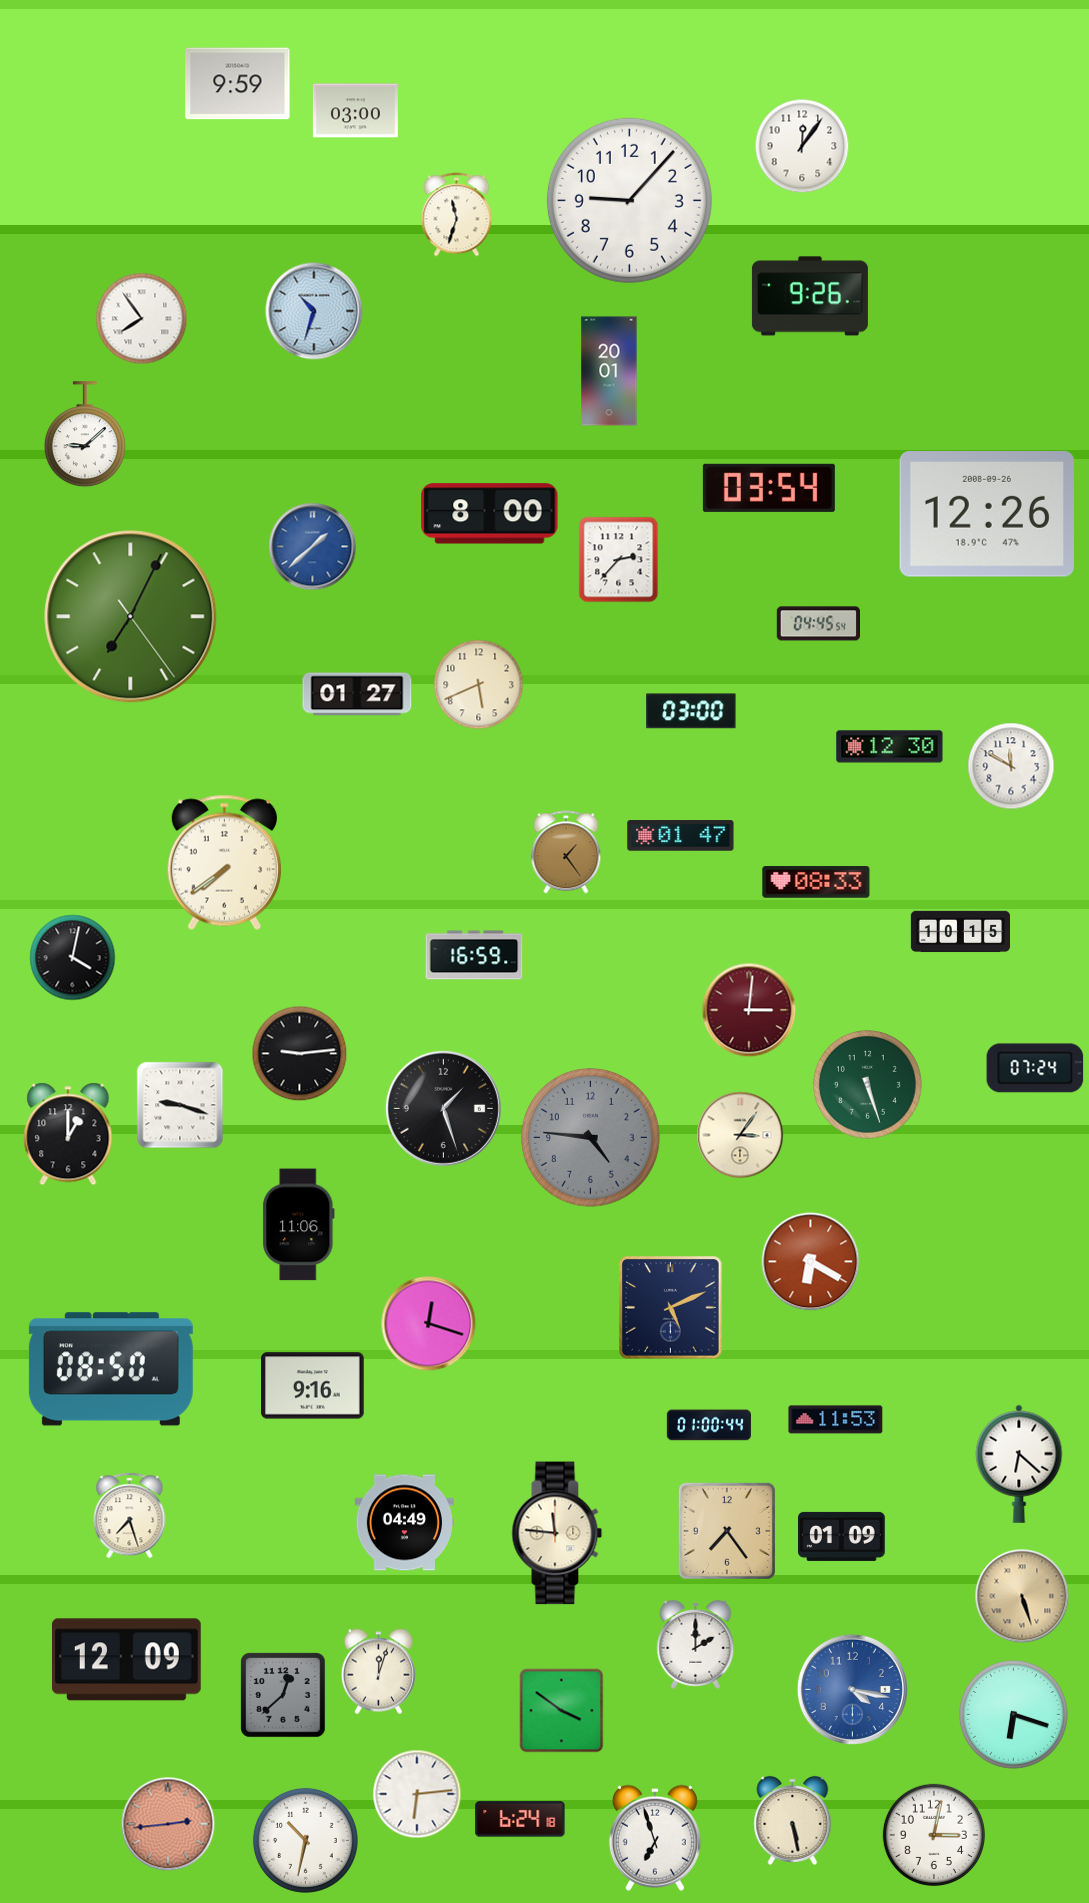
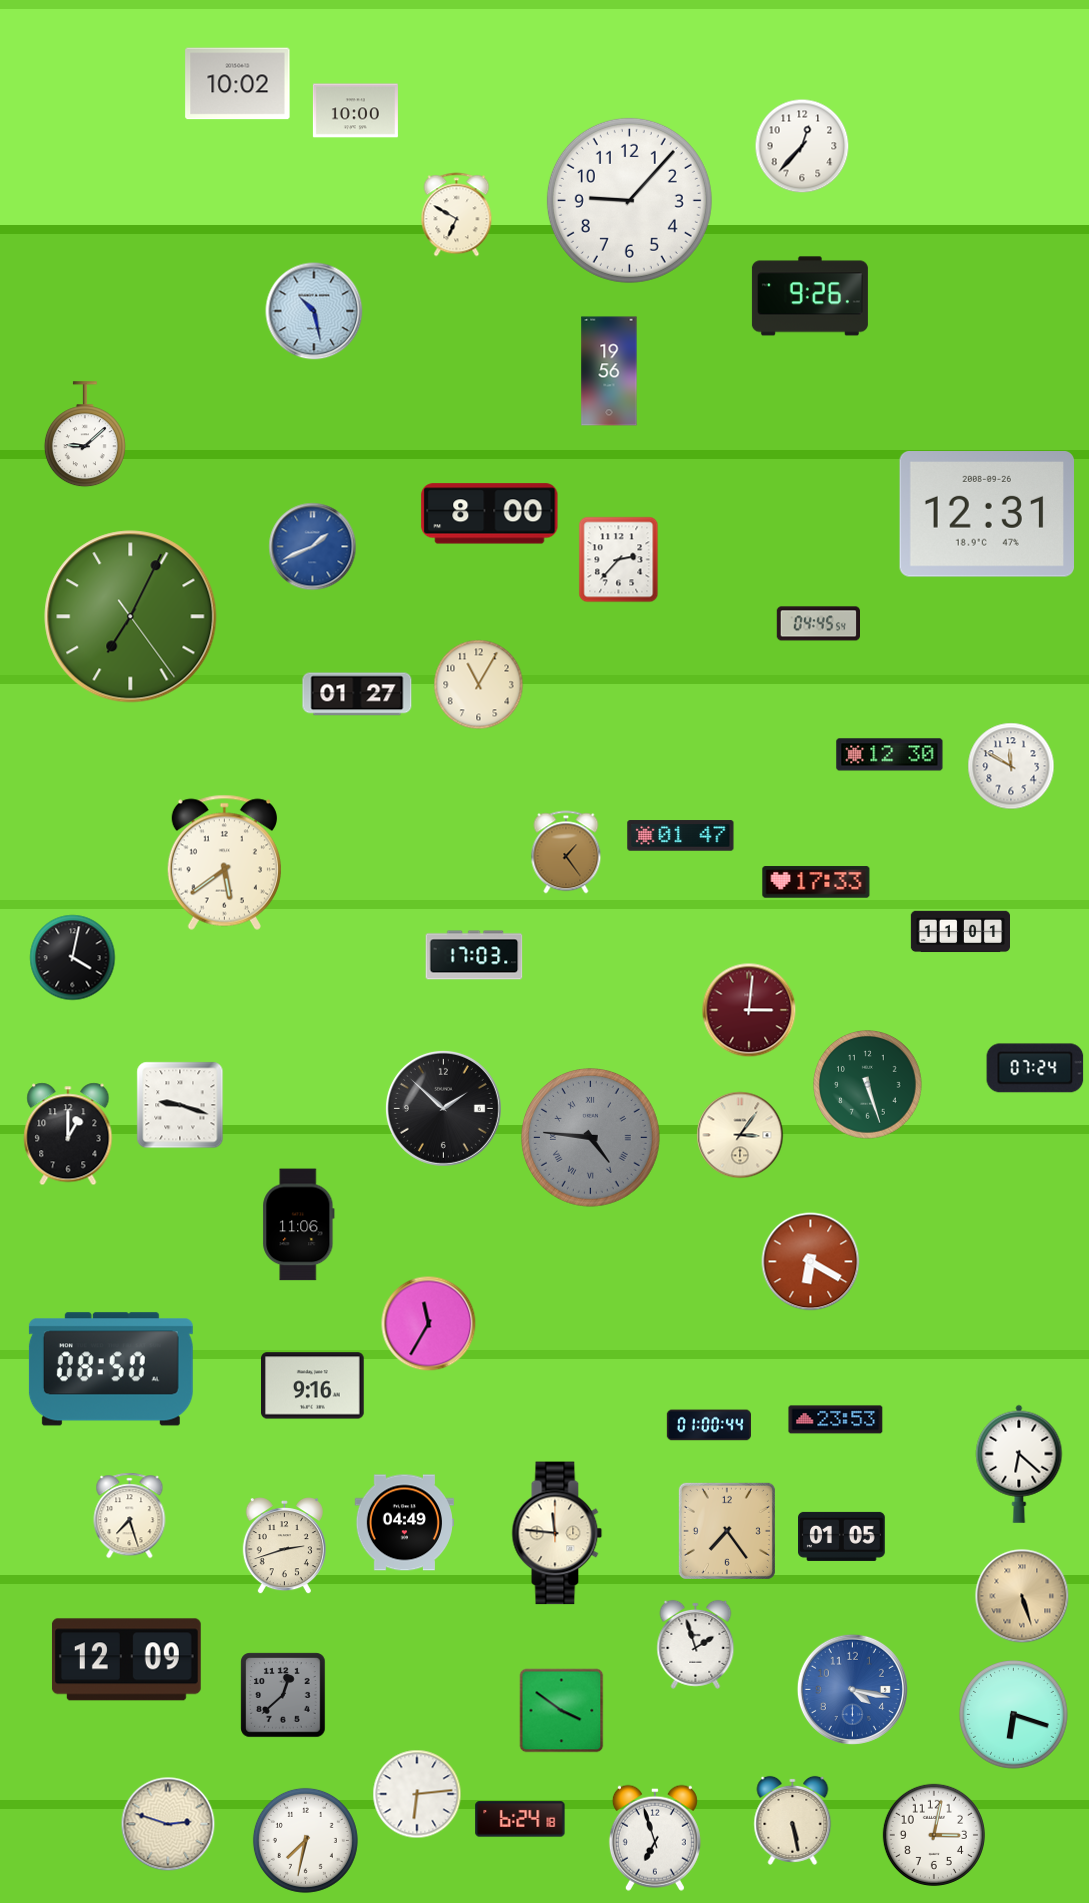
clock at (238, 84): 9:59 -> 10:02
clock at (355, 111): 03:00 -> 10:00
clock at (802, 146): 12:06 -> 12:37
clock at (457, 215): 11:33 -> 6:50
clock at (314, 311): 10:33 -> 10:28
clock at (142, 319): 7:54 -> none
clock at (609, 371): 20:01 -> 19:56
clock at (769, 488): 03:54 -> none
clock at (986, 515): 12:26 -> 12:31
clock at (313, 547): 1:38 -> 1:41
clock at (479, 685): 5:41 -> 11:05
clock at (691, 711): 03:00 -> none
clock at (890, 747) position: (890, 747) -> (890, 755)
clock at (224, 862): 7:39 -> 5:39
clock at (816, 882): 08:33 -> 17:33
clock at (960, 932): 10:15 -> 11:01
clock at (474, 955): 16:59 -> 17:03
clock at (300, 1054): 9:14 -> none
clock at (443, 1108): 1:27 -> 1:52
clock at (591, 1138) numerals: Arabic -> Roman
clock at (671, 1308): 5:11 -> none
clock at (429, 1324): 12:18 -> 11:35
clock at (836, 1420): 11:53 -> 23:53
clock at (842, 1536): 01:09 -> 01:05
clock at (284, 1547): none -> 2:42
clock at (696, 1644): 2:00 -> 1:57
clock at (378, 1672): 12:03 -> none
clock at (168, 1824): 2:44 -> 2:48
clock at (168, 1824) dial: salmon -> cream
clock at (305, 1840): 10:32 -> 7:32
